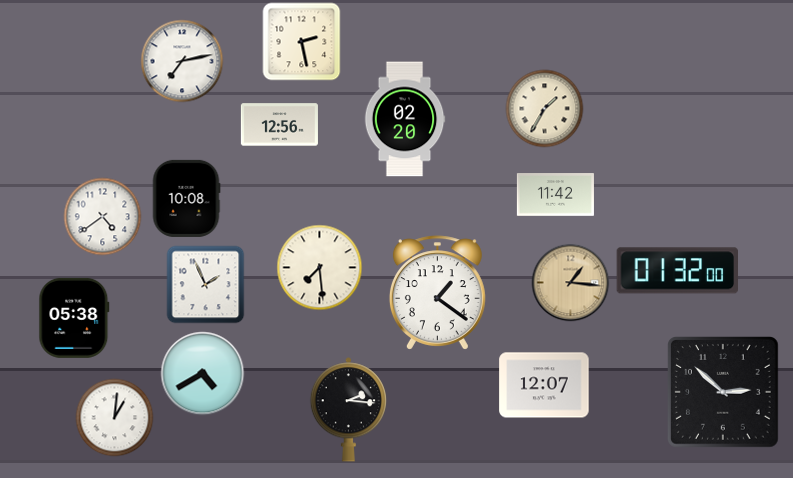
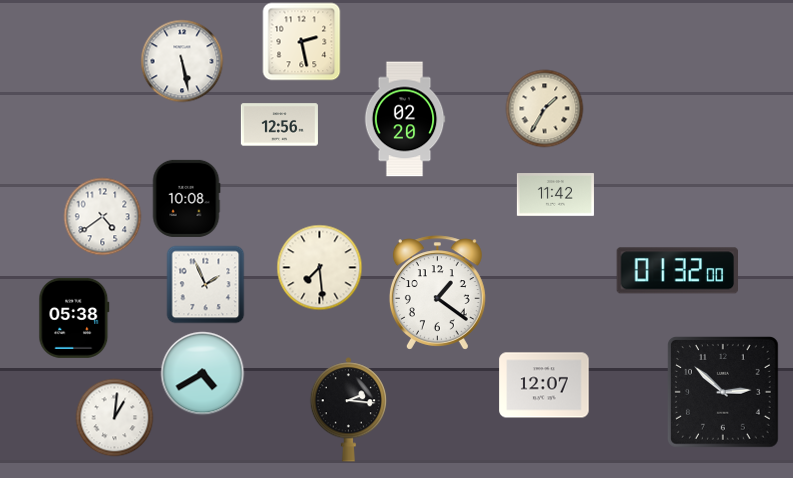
clock at (182, 61): 7:13 -> 5:28
clock at (570, 282): 1:16 -> none
